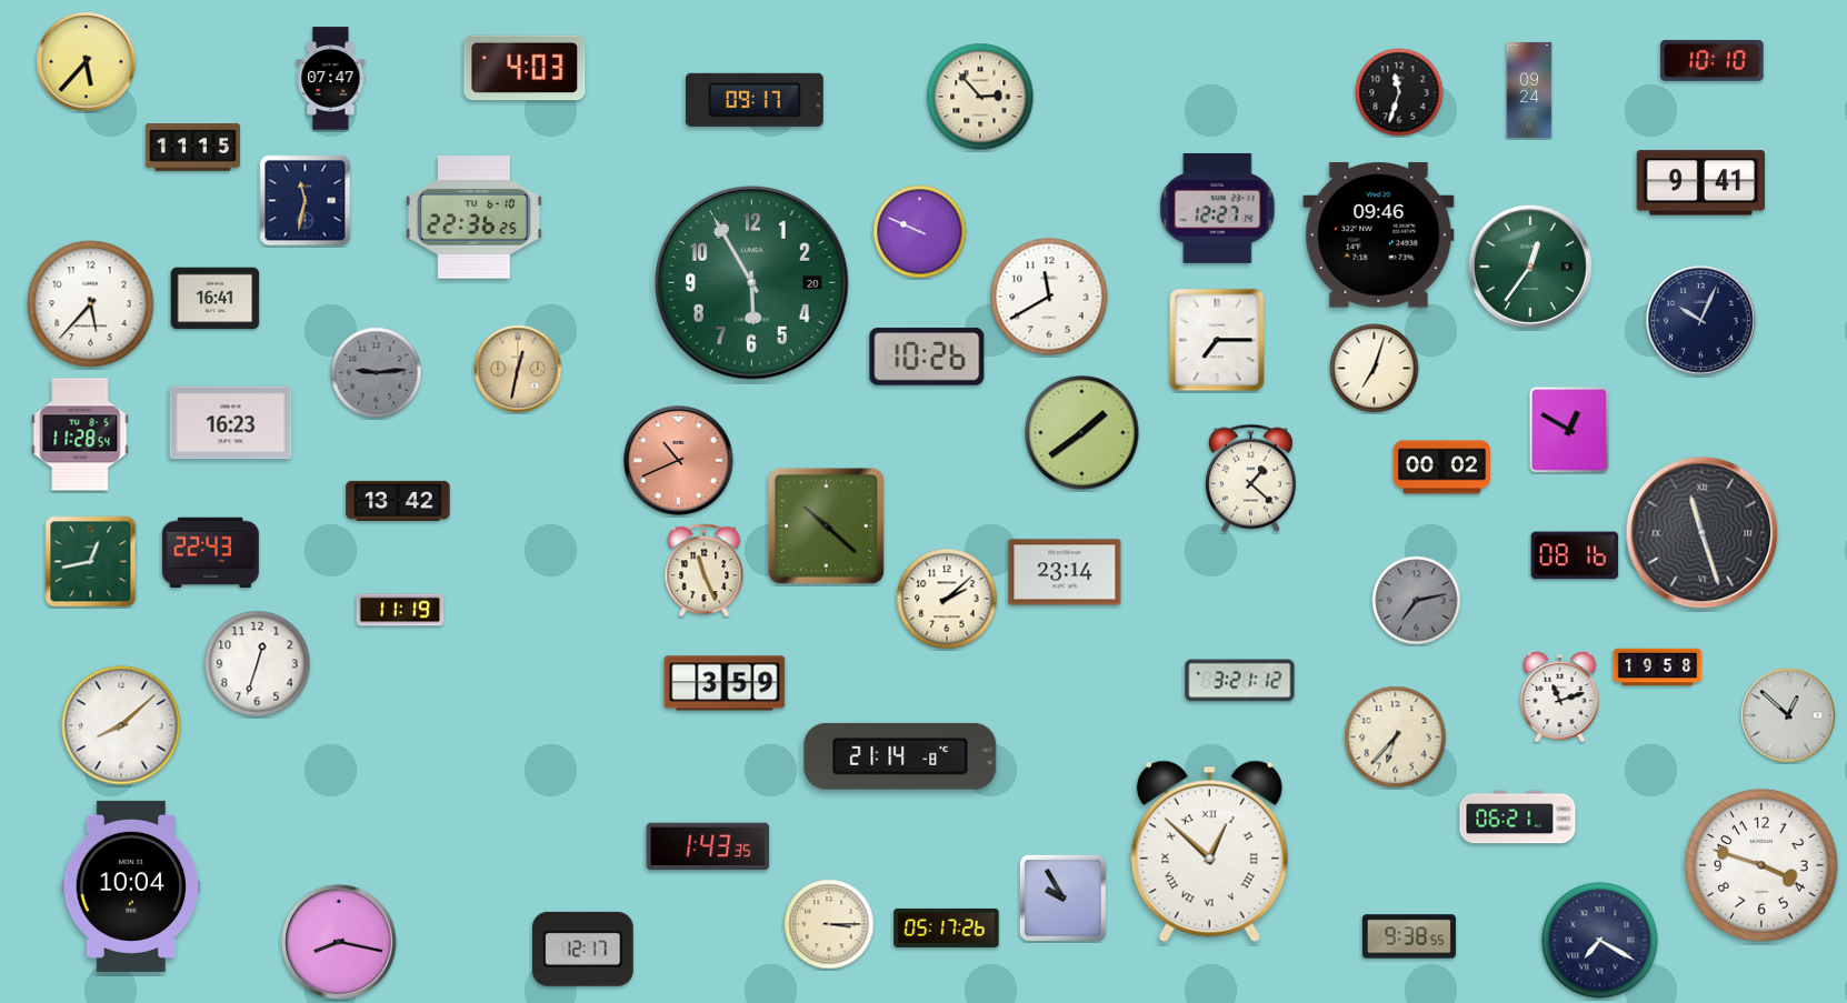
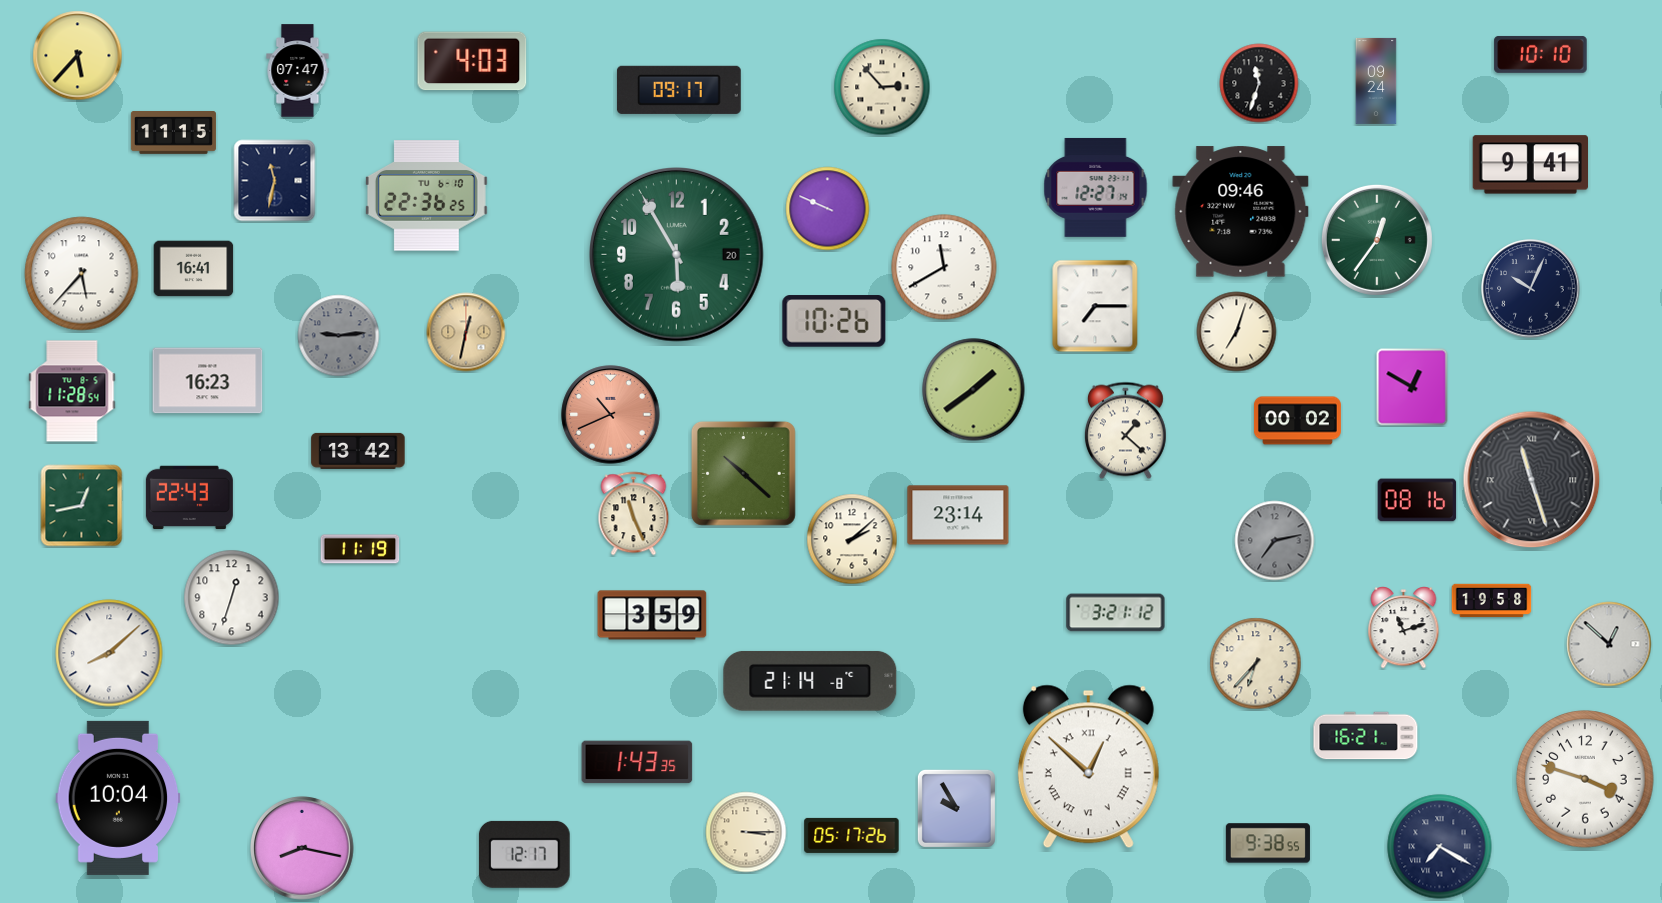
clock at (1518, 818): 06:21 -> 16:21
clock at (339, 942) position: (339, 942) -> (302, 848)
